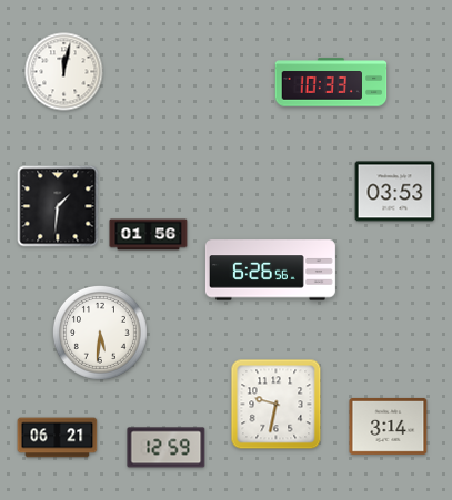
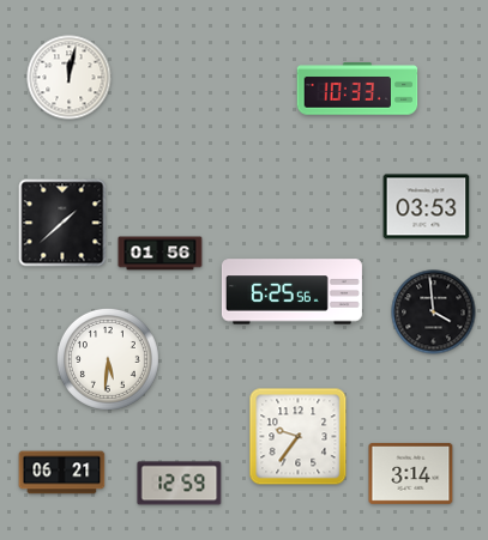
clock at (58, 206): 1:31 -> 1:38
clock at (270, 271): 6:26 -> 6:25
clock at (434, 313): none -> 3:59
clock at (277, 405): 9:32 -> 9:36
clock at (389, 427) position: (389, 427) -> (411, 474)
